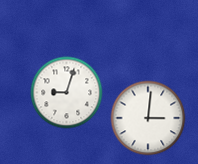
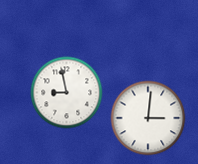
clock at (67, 93): 9:03 -> 8:58
